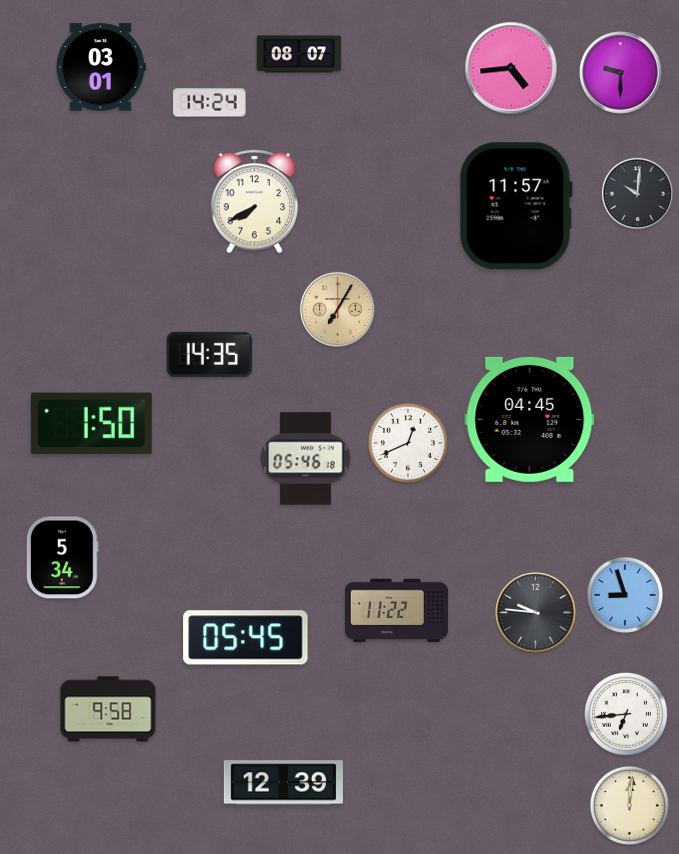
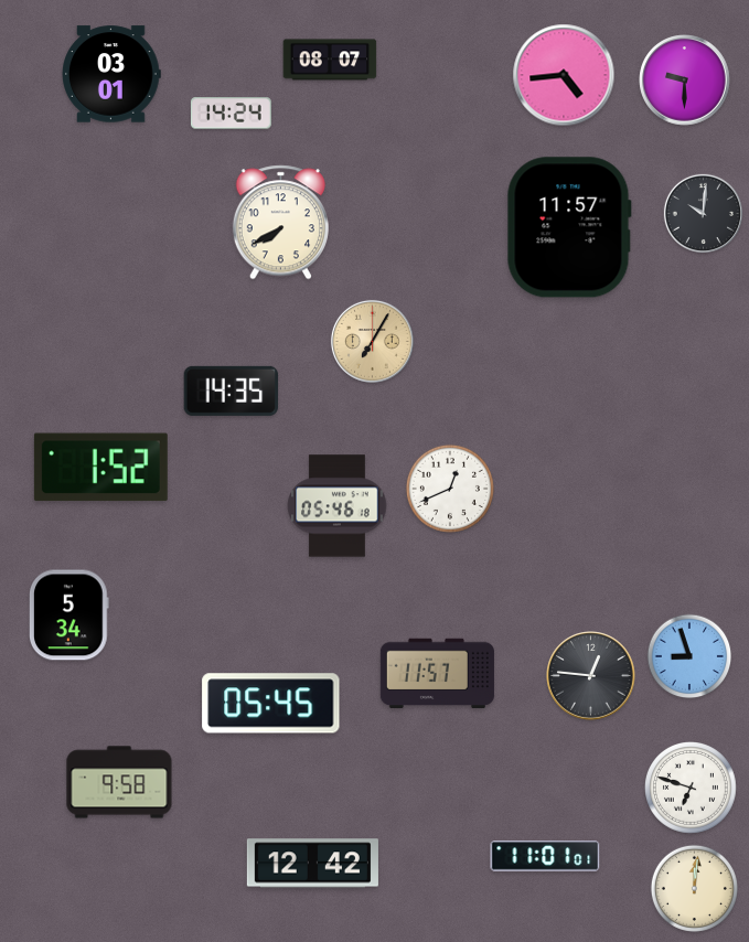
clock at (530, 419): 04:45 -> none
clock at (91, 424): 1:50 -> 1:52
clock at (396, 611): 11:22 -> 11:57
clock at (536, 613): 9:46 -> 12:46
clock at (627, 715): 6:44 -> 6:48
clock at (545, 856): none -> 11:01
clock at (283, 783): 12:39 -> 12:42
